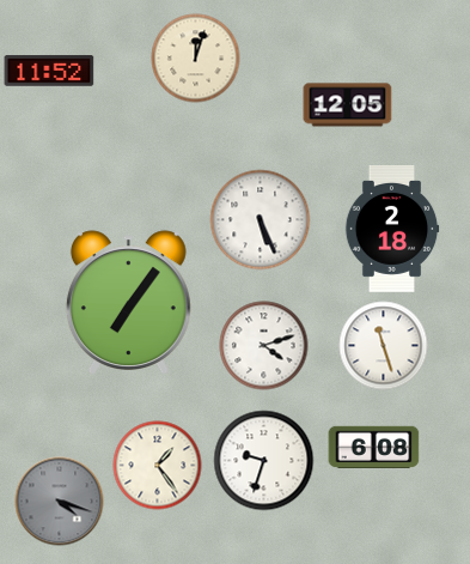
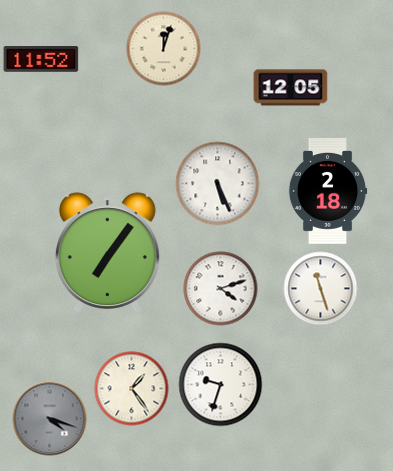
clock at (374, 447): 6:08 -> none
